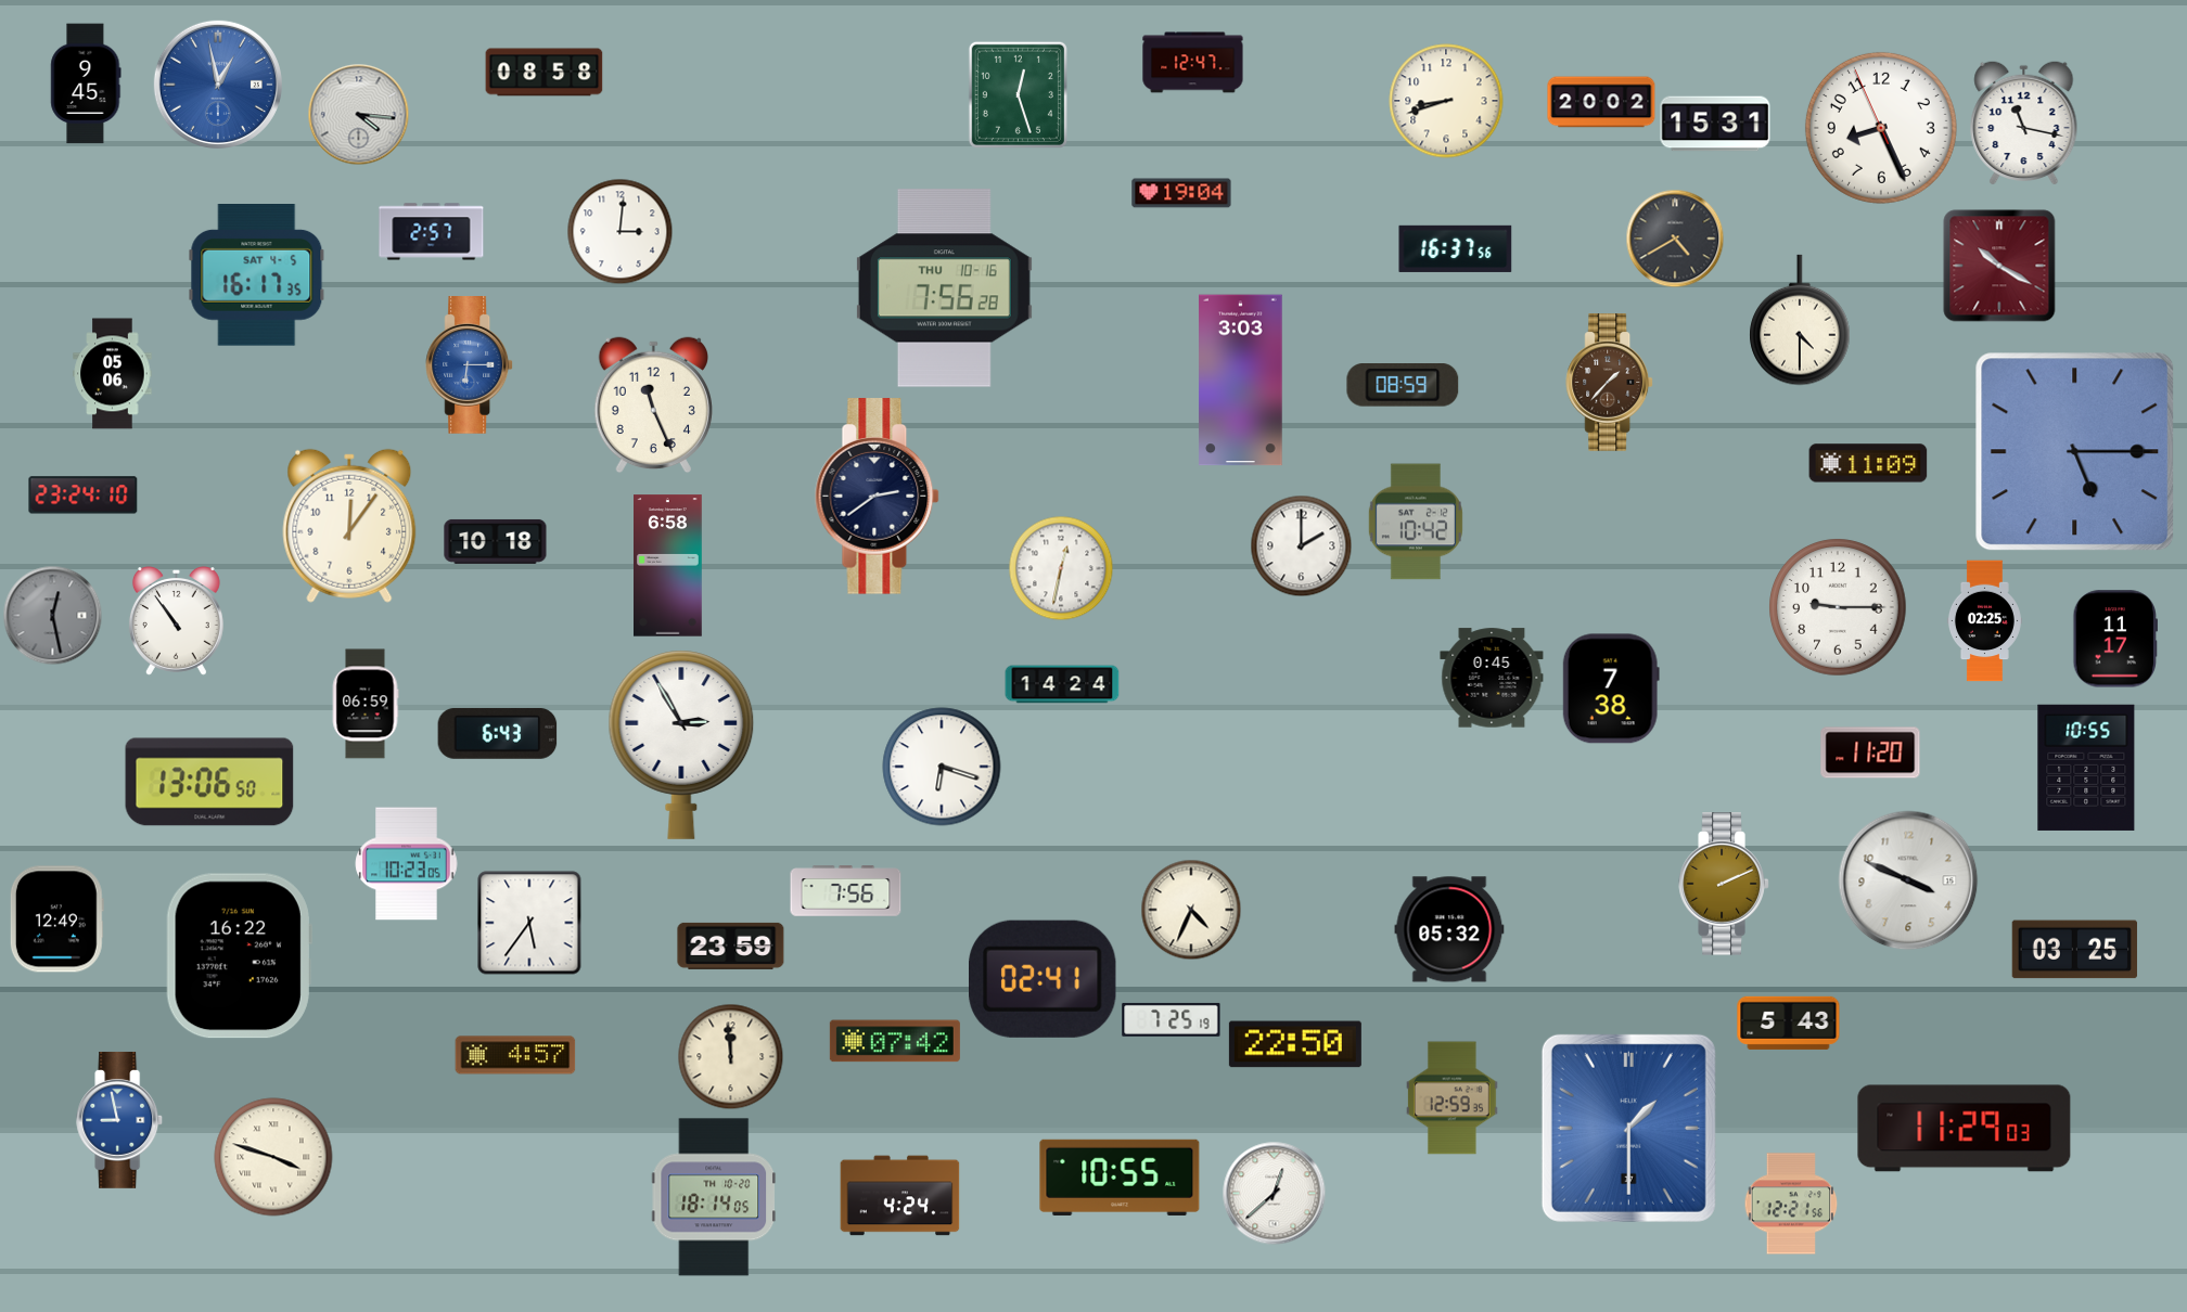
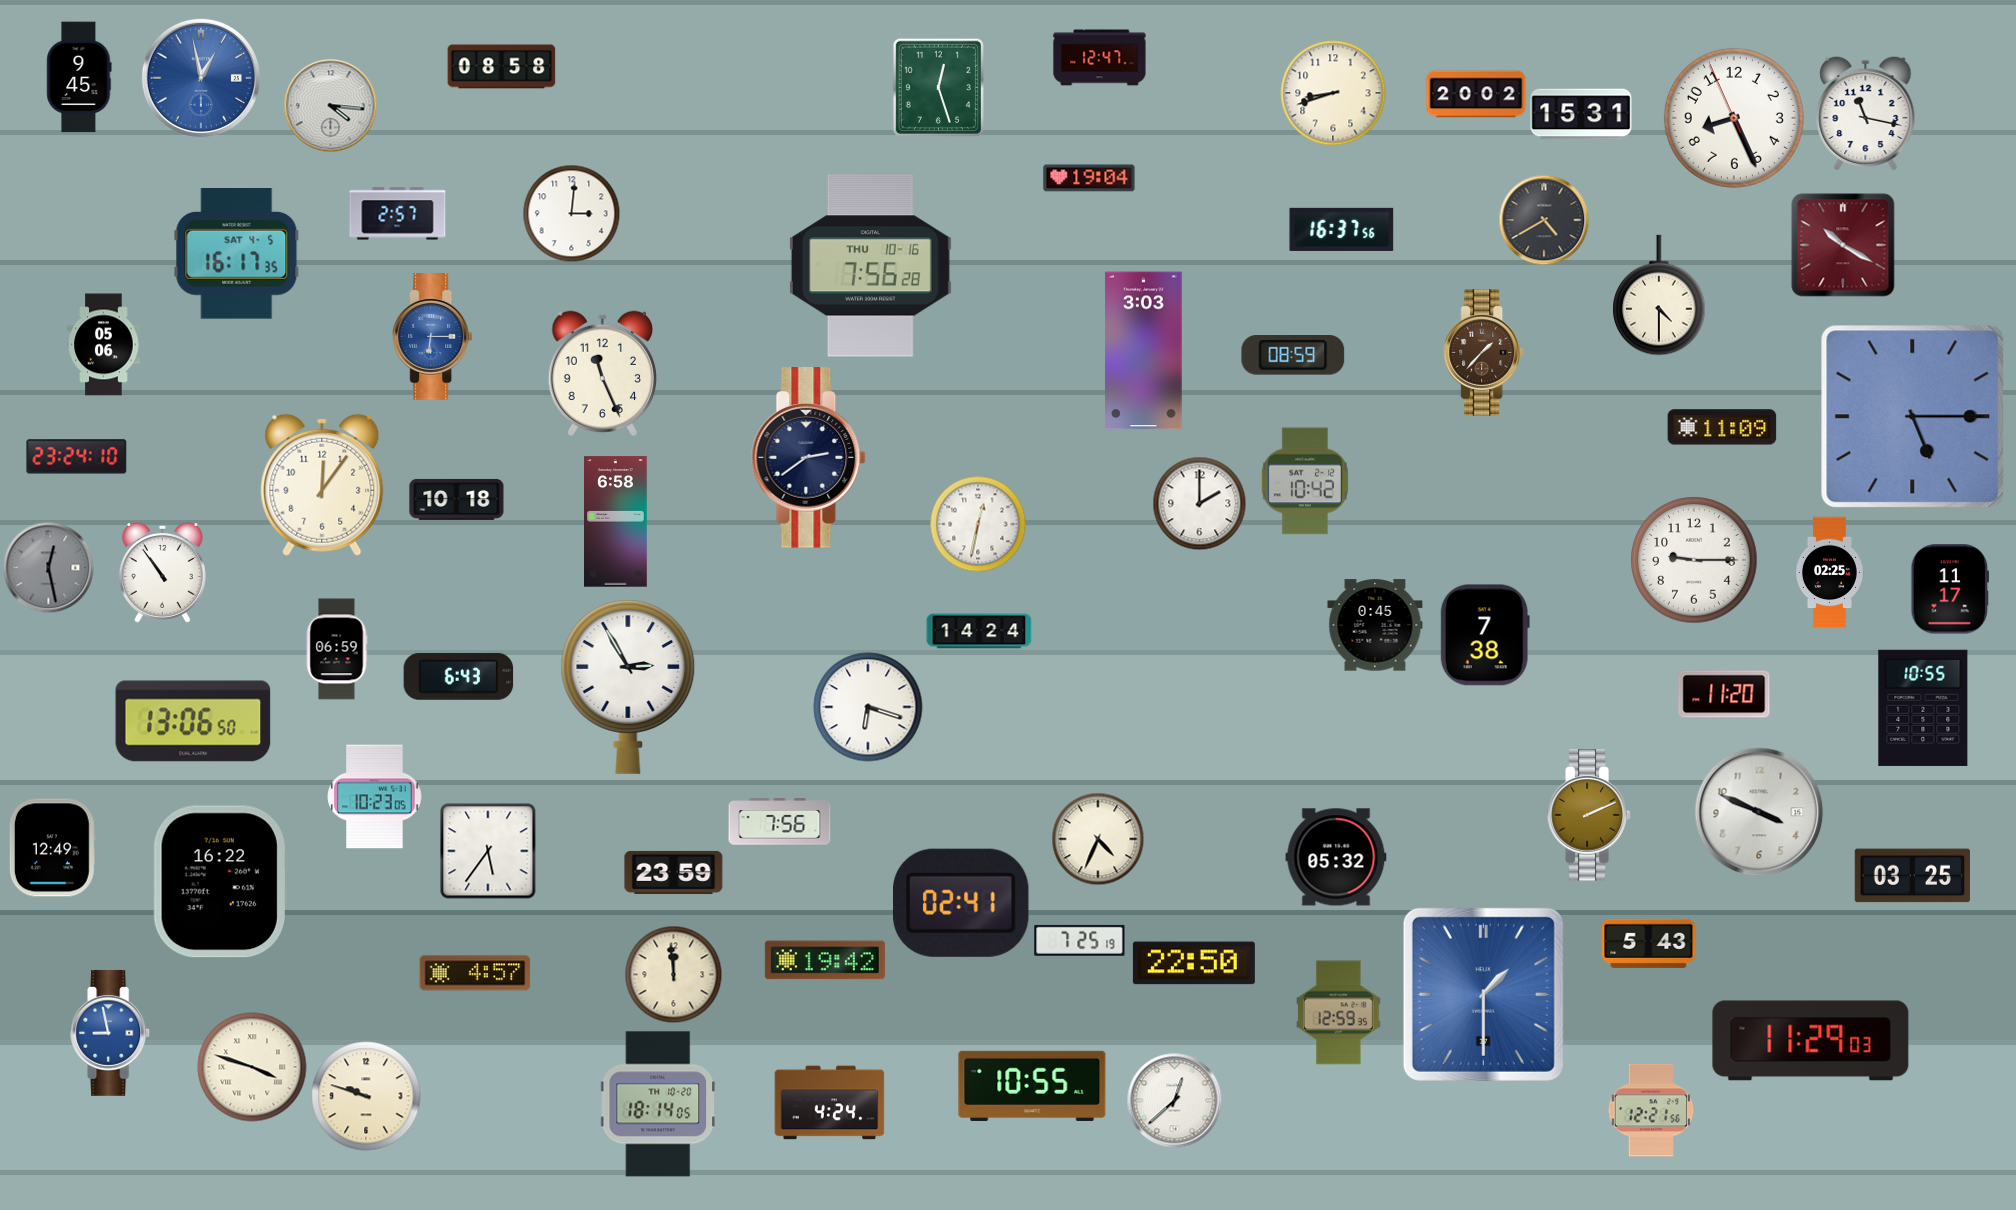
clock at (895, 1041): 07:42 -> 19:42
clock at (1628, 1128) position: (1628, 1128) -> (1483, 994)
clock at (366, 1096): none -> 9:48
